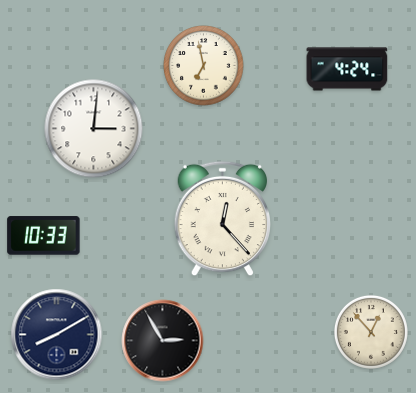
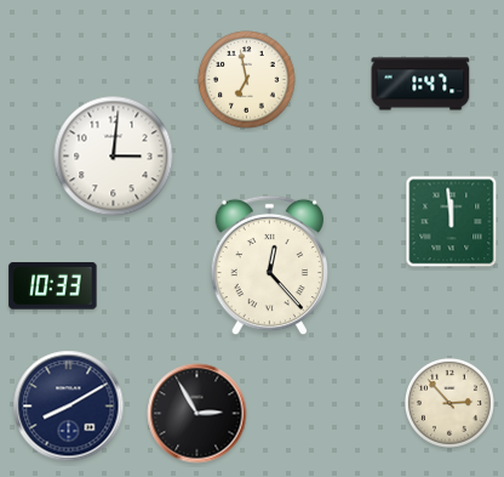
clock at (347, 69): 4:24 -> 1:47
clock at (452, 222): none -> 11:59
clock at (371, 332): 12:53 -> 2:53
